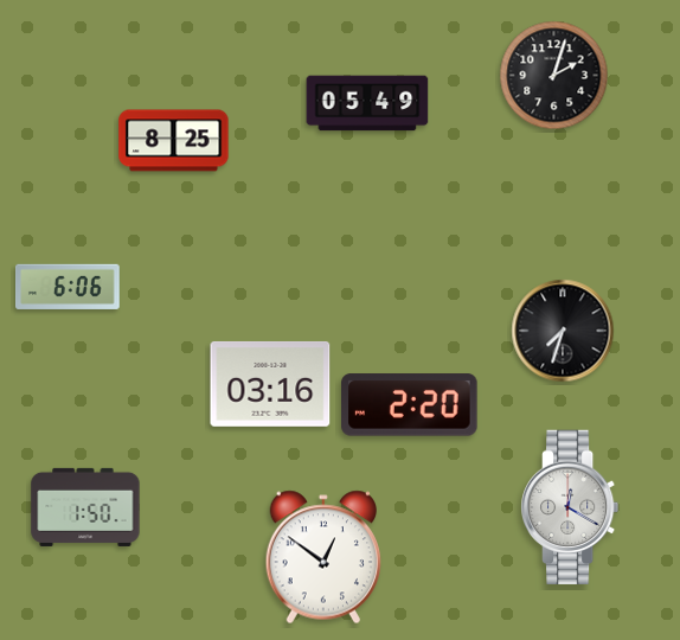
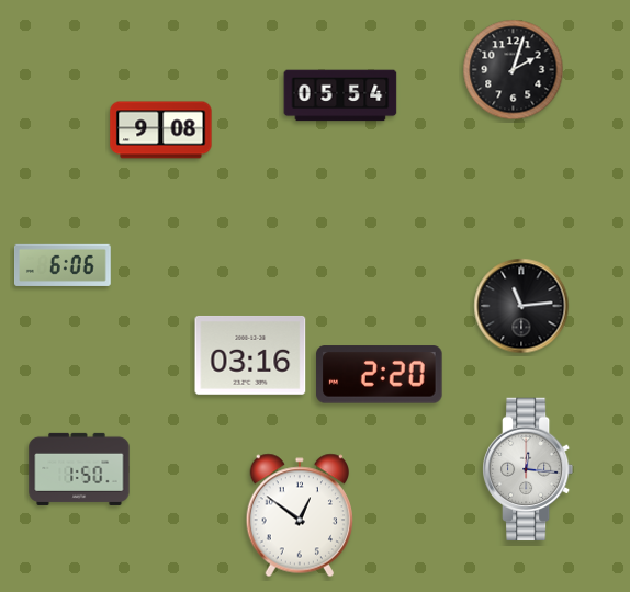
clock at (367, 103): 05:49 -> 05:54
clock at (174, 141): 8:25 -> 9:08
clock at (563, 331): 7:33 -> 11:14
clock at (571, 507): 12:20 -> 12:16
